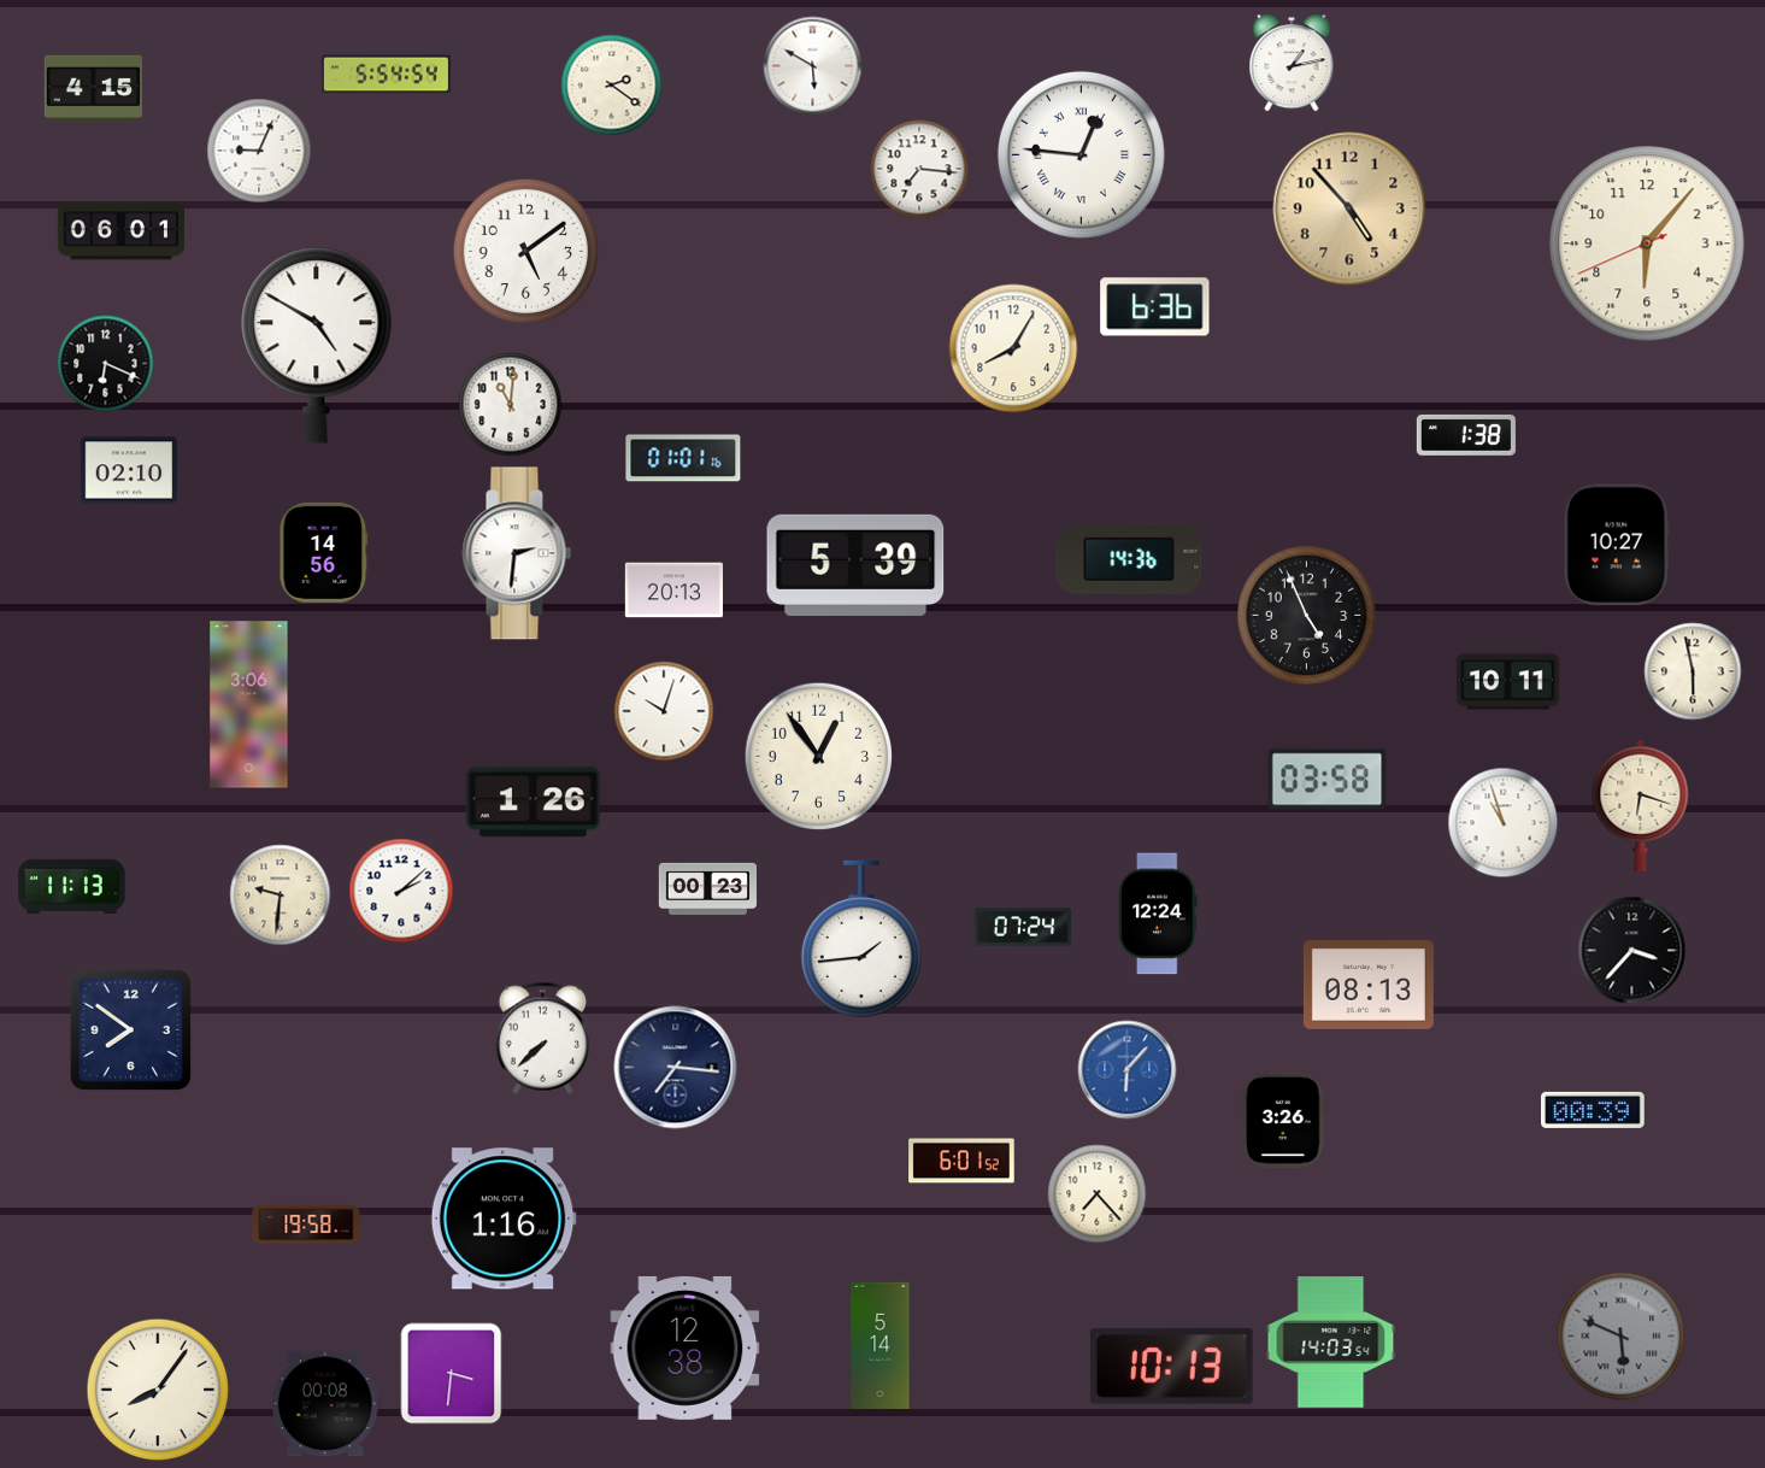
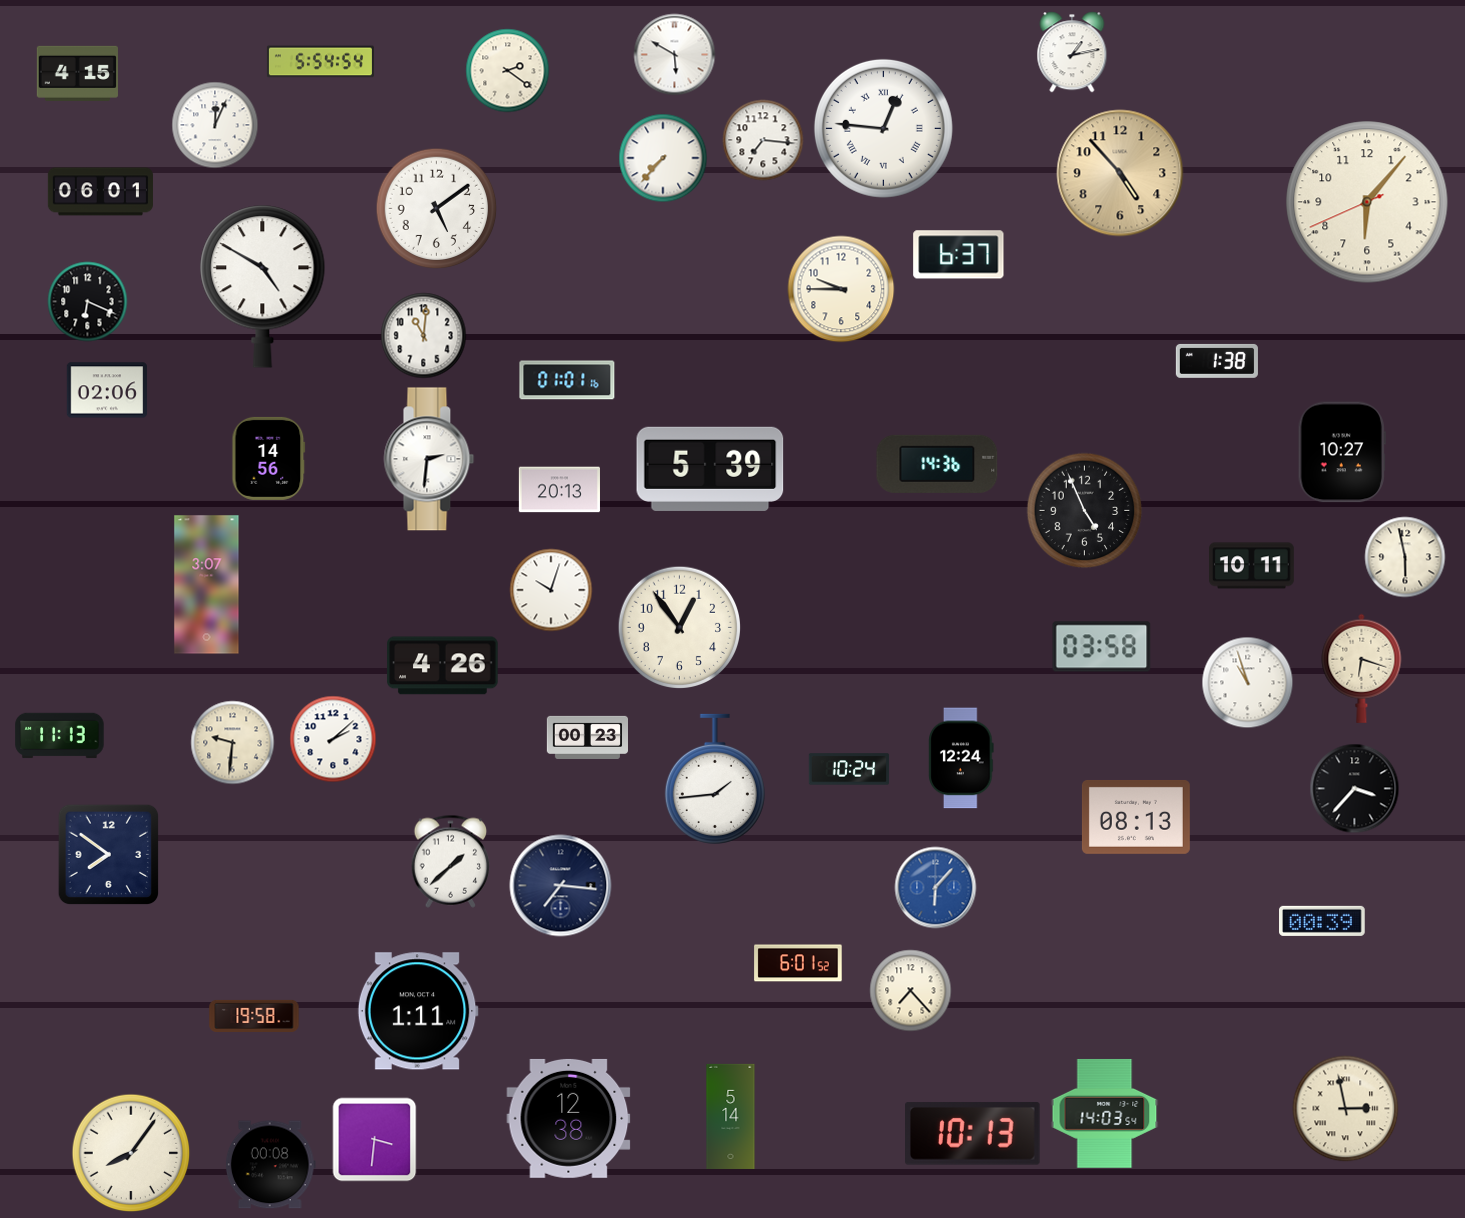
clock at (259, 151): 9:04 -> 12:04
clock at (1081, 154) position: (1081, 154) -> (883, 128)
clock at (663, 158): none -> 7:37
clock at (1155, 307): 6:36 -> 6:37
clock at (1013, 348): 8:05 -> 9:45
clock at (129, 470): 02:10 -> 02:06
clock at (249, 705): 3:06 -> 3:07
clock at (534, 803): 1:26 -> 4:26
clock at (1023, 927): 07:24 -> 10:24
clock at (543, 1038): 7:38 -> 1:38
clock at (1283, 1121): 3:26 -> none
clock at (504, 1219): 1:16 -> 1:11
clock at (1622, 1337): 5:49 -> 2:58
clock at (1622, 1337) dial: grey -> cream
